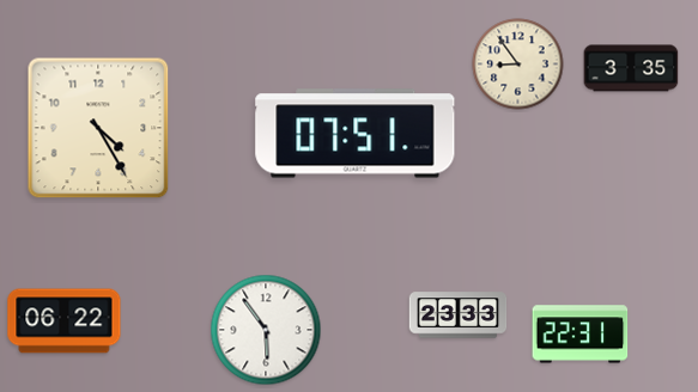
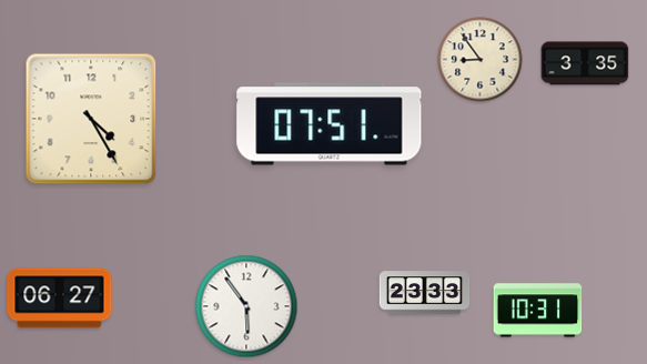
clock at (65, 321): 06:22 -> 06:27
clock at (581, 335): 22:31 -> 10:31
